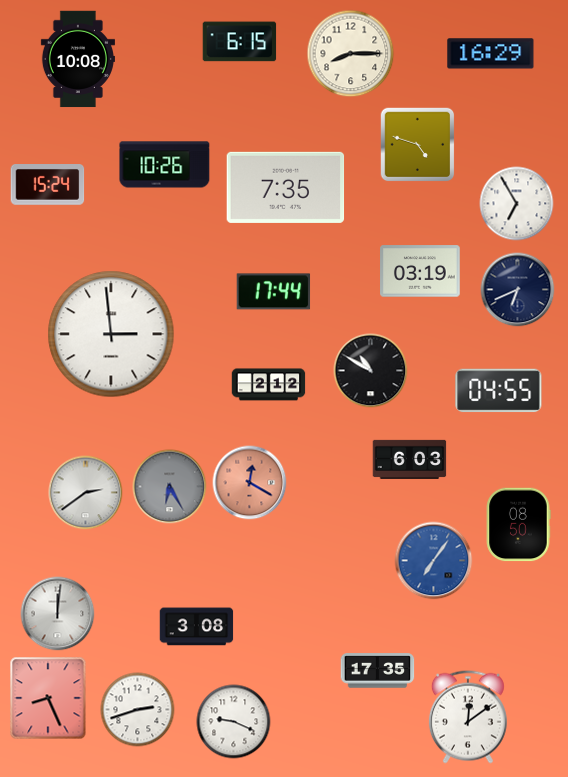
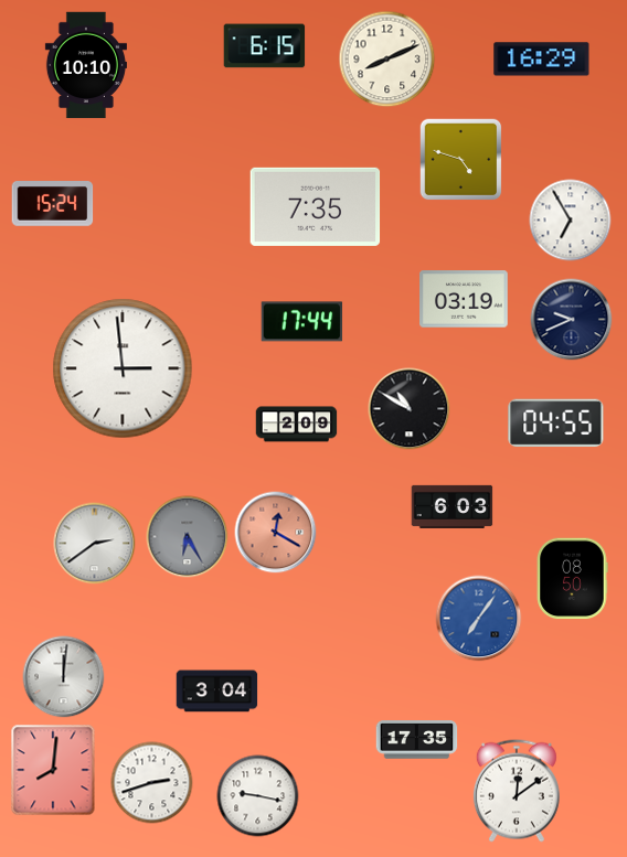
clock at (351, 54): 8:15 -> 8:11
clock at (78, 59): 10:08 -> 10:10
clock at (165, 165): 10:26 -> none
clock at (517, 204) position: (517, 204) -> (571, 221)
clock at (518, 290): 6:41 -> 9:41
clock at (269, 385): 2:12 -> 2:09
clock at (499, 391) position: (499, 391) -> (556, 424)
clock at (197, 627): 3:08 -> 3:04
clock at (48, 698): 8:26 -> 8:01
clock at (234, 722): 9:19 -> 9:17
